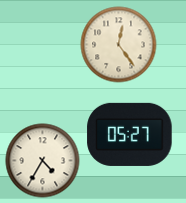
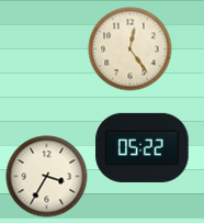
clock at (130, 134): 05:27 -> 05:22
clock at (43, 161): 4:35 -> 3:35
